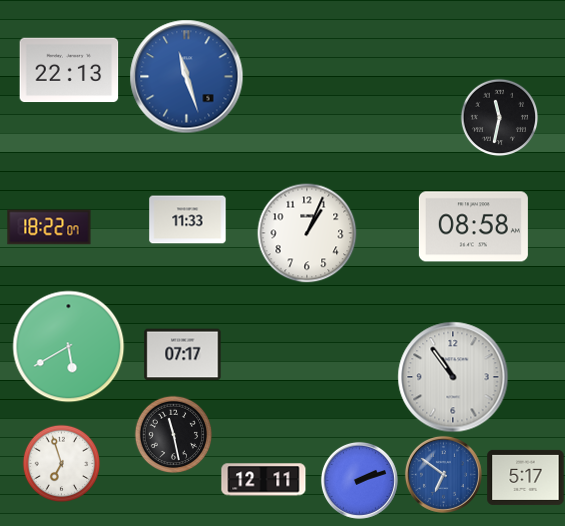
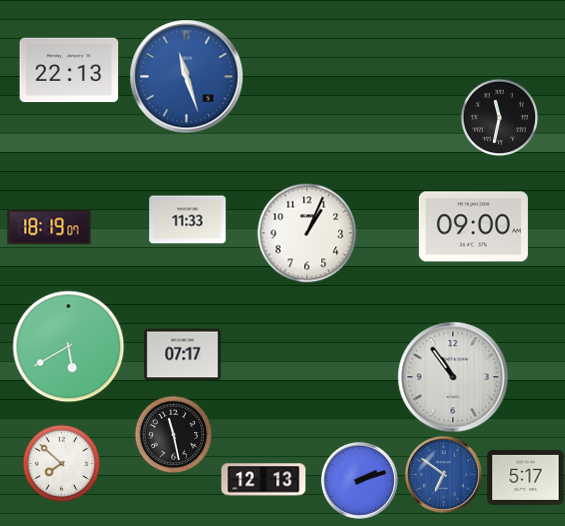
clock at (49, 227): 18:22 -> 18:19
clock at (473, 227): 08:58 -> 09:00
clock at (61, 463): 6:57 -> 7:52
clock at (264, 480): 12:11 -> 12:13
